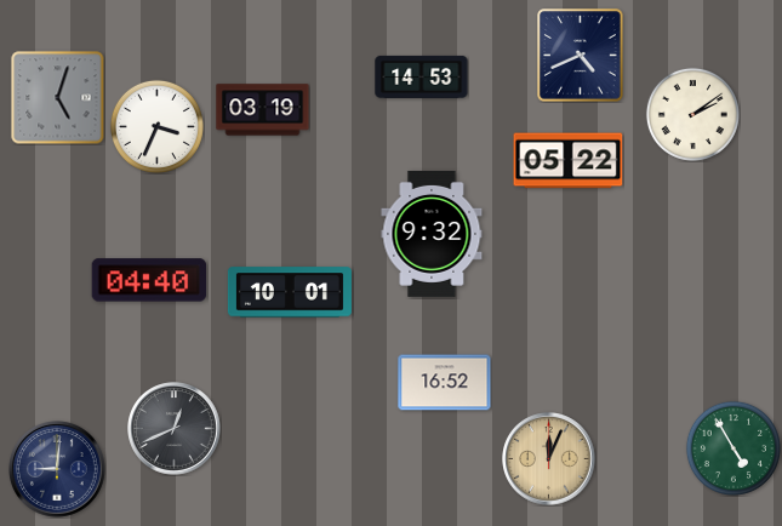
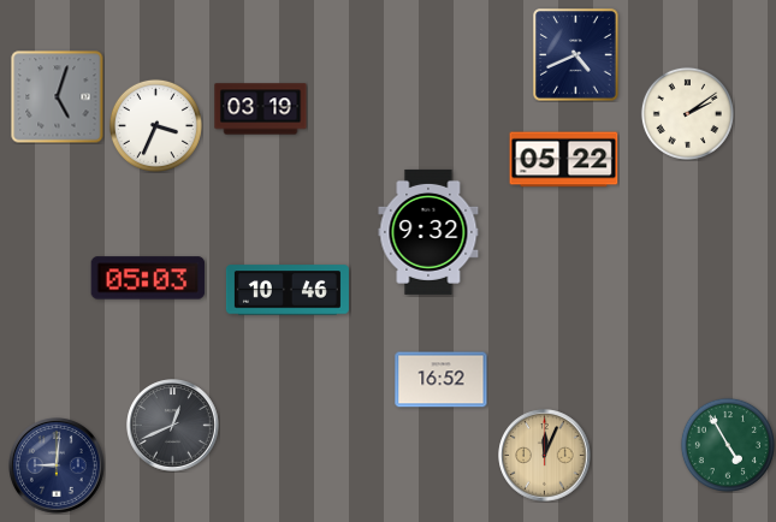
clock at (422, 76): 14:53 -> none
clock at (149, 280): 04:40 -> 05:03
clock at (290, 292): 10:01 -> 10:46
